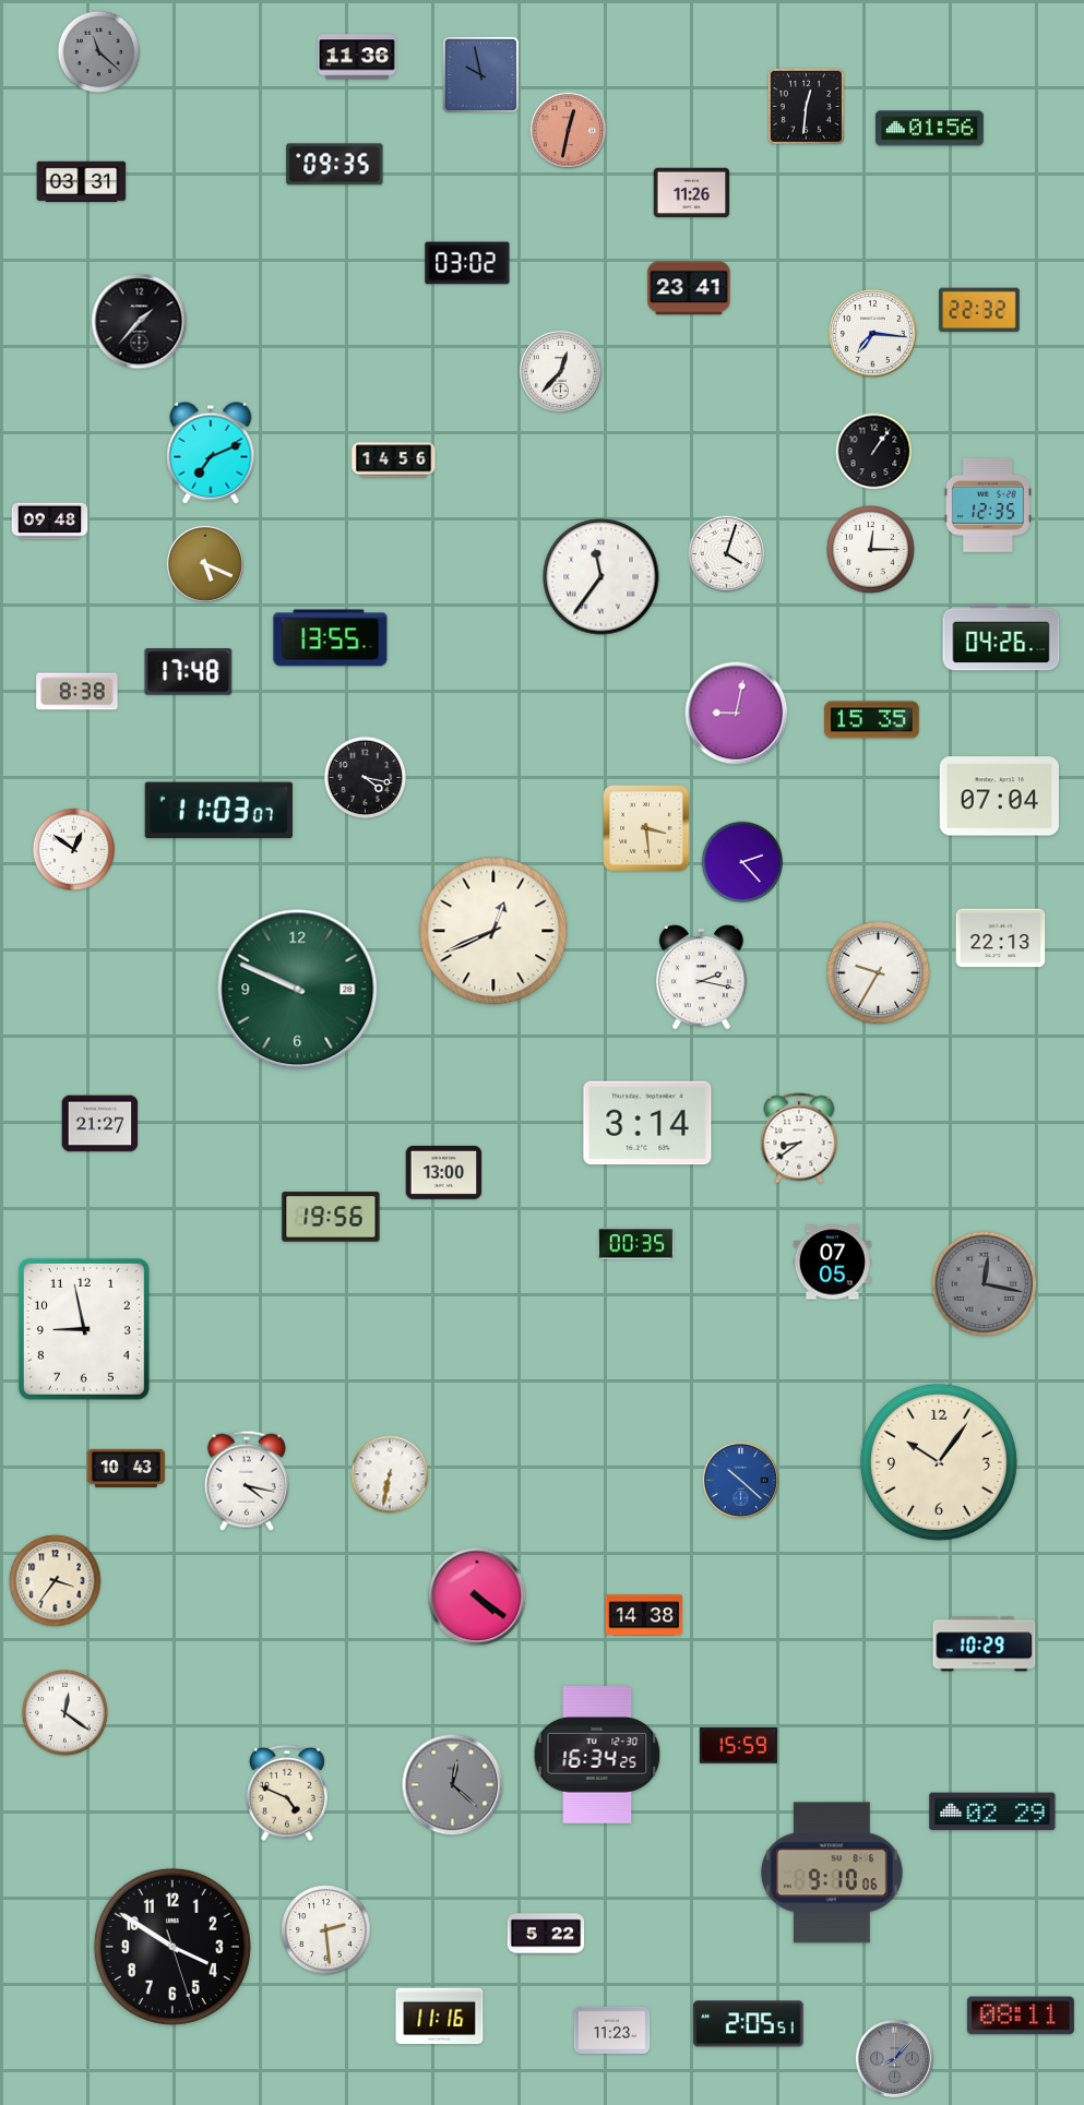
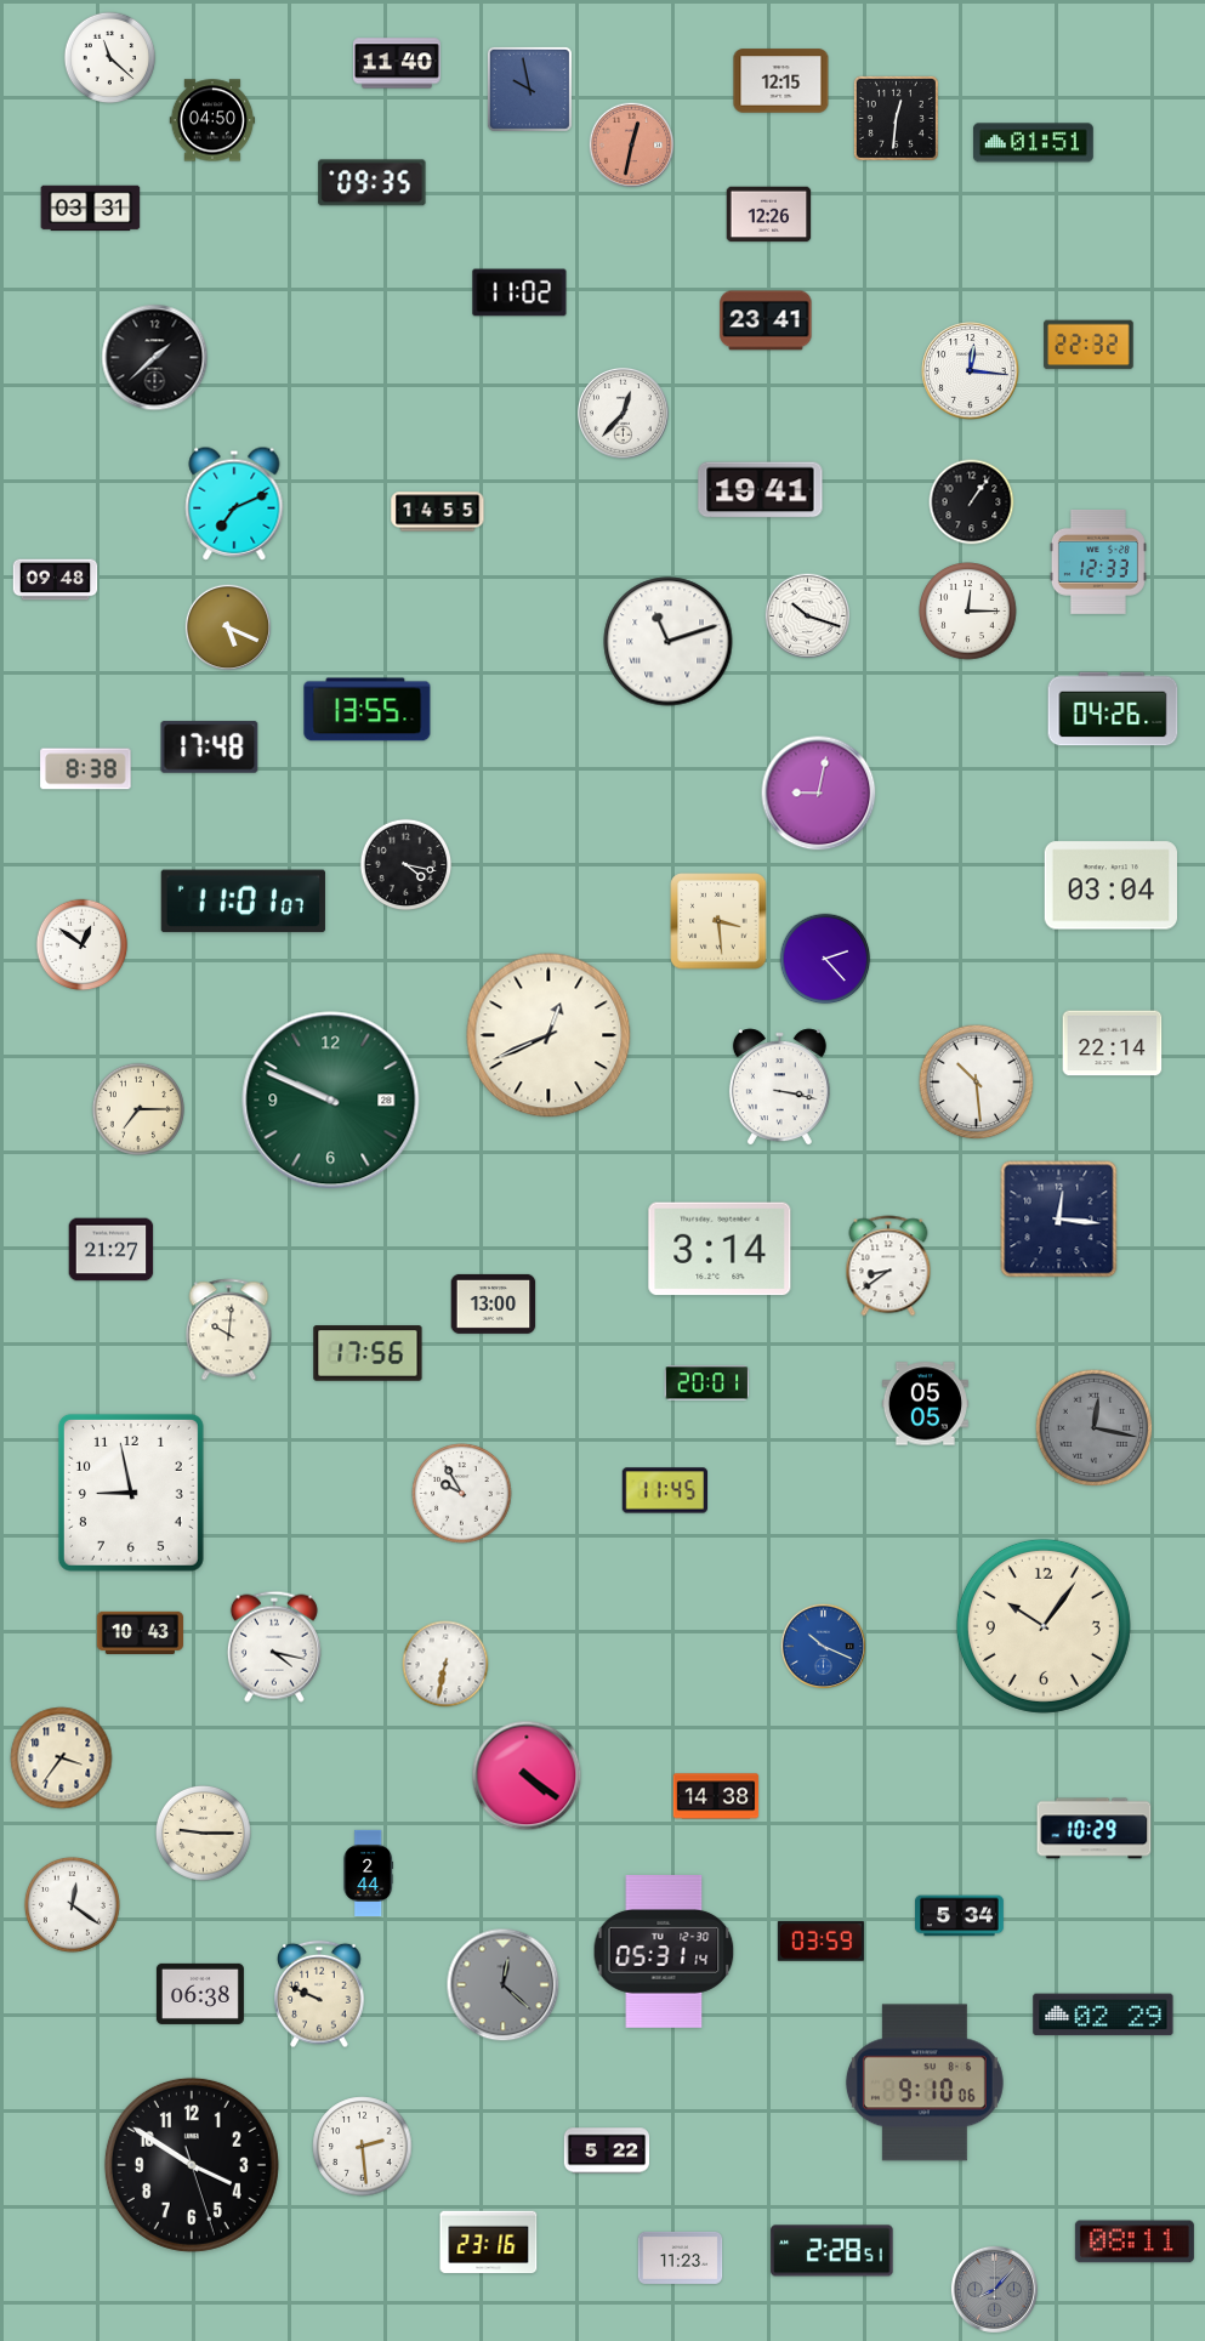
clock at (99, 52) dial: grey -> white
clock at (357, 57): 11:36 -> 11:40
clock at (781, 81): none -> 12:15
clock at (480, 74) position: (480, 74) -> (529, 89)
clock at (212, 120): none -> 04:50
clock at (929, 129): 01:56 -> 01:51
clock at (82, 182) position: (82, 182) -> (91, 209)
clock at (692, 193): 11:26 -> 12:26
clock at (467, 263): 03:02 -> 11:02
clock at (140, 322): 1:37 -> 1:38
clock at (873, 334): 7:16 -> 12:16
clock at (761, 490): none -> 19:41
clock at (394, 461): 14:56 -> 14:55
clock at (988, 505): 12:35 -> 12:33
clock at (727, 554): 4:03 -> 10:18
clock at (601, 577): 11:36 -> 11:12
clock at (872, 720): 15:35 -> none
clock at (999, 797): 07:04 -> 03:04
clock at (218, 811): 11:03 -> 11:01
clock at (1001, 938): 22:13 -> 22:14
clock at (879, 973): 9:35 -> 10:29
clock at (701, 978): 2:17 -> 3:17
clock at (137, 1108): none -> 7:15
clock at (1059, 1220): none -> 12:16
clock at (229, 1330): none -> 10:01
clock at (331, 1217): 19:56 -> 17:56
clock at (636, 1244): 00:35 -> 20:01
clock at (832, 1263): 07:05 -> 05:05
clock at (84, 1329) position: (84, 1329) -> (131, 1493)
clock at (665, 1490): none -> 11:45
clock at (462, 1494): none -> 9:55
clock at (390, 1474) position: (390, 1474) -> (445, 1664)
clock at (741, 1481): 10:22 -> 10:19
clock at (477, 1596) position: (477, 1596) -> (527, 1775)
clock at (203, 1833): none -> 9:15
clock at (369, 1873): none -> 2:44
clock at (960, 1916): none -> 5:34
clock at (738, 1746): 15:59 -> 03:59
clock at (597, 1756): 16:34 -> 05:31
clock at (200, 1994): none -> 06:38
clock at (287, 1793): 4:49 -> 9:49
clock at (440, 2017): 11:16 -> 23:16
clock at (749, 2024): 2:05 -> 2:28
